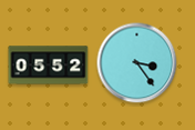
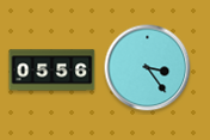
clock at (49, 66): 05:52 -> 05:56
